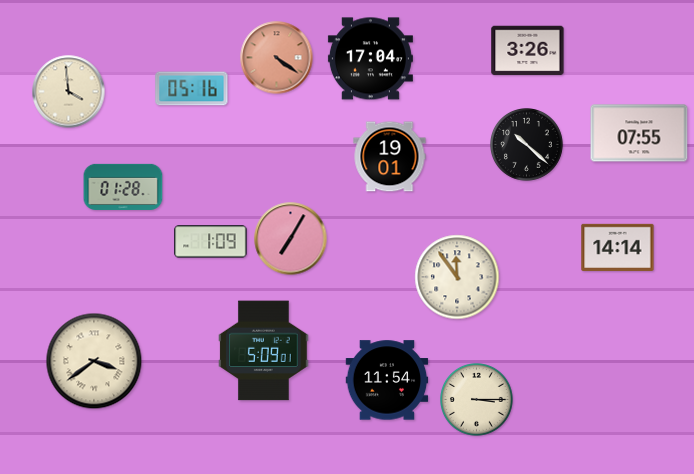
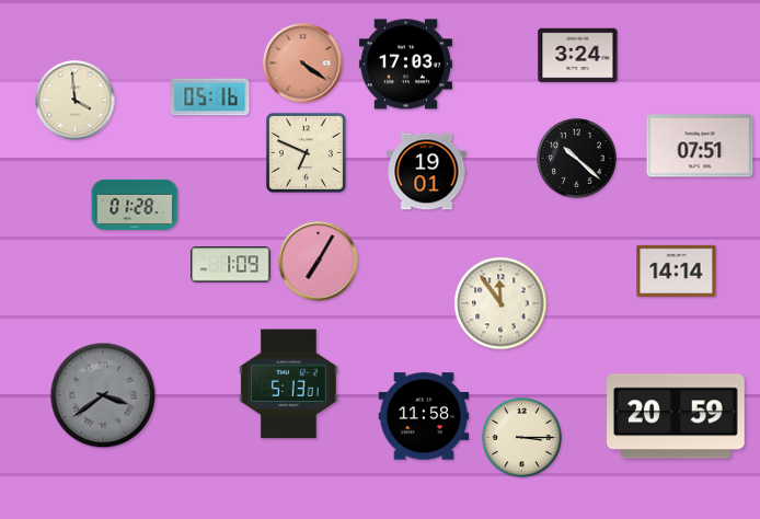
clock at (528, 51): 3:26 -> 3:24
clock at (370, 59): 17:04 -> 17:03
clock at (639, 133): 07:55 -> 07:51
clock at (306, 152): none -> 6:49
clock at (264, 351): 5:09 -> 5:13
clock at (94, 361) dial: cream -> grey
clock at (387, 380): 11:54 -> 11:58
clock at (677, 416): none -> 20:59
